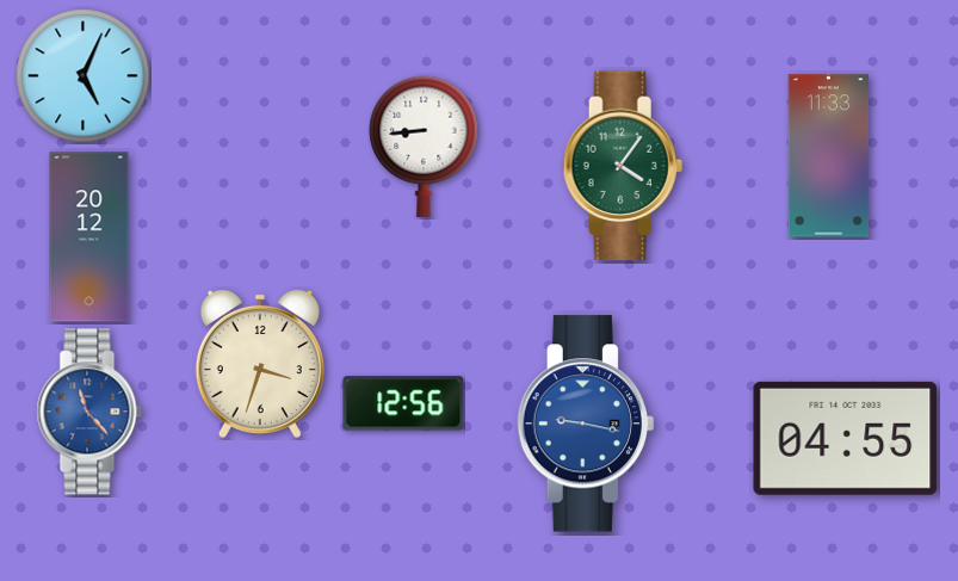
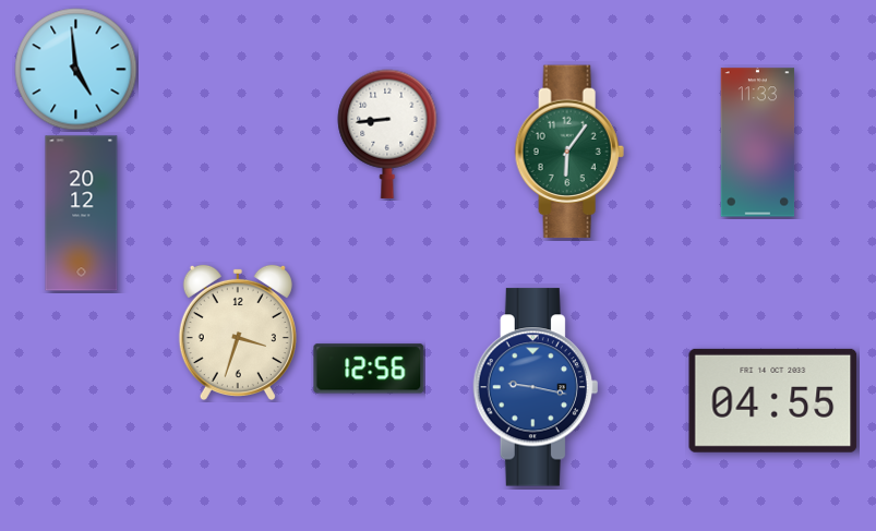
clock at (84, 76): 5:04 -> 4:59
clock at (623, 166): 4:06 -> 6:06
clock at (89, 237) position: (89, 237) -> (82, 214)
clock at (89, 412): 11:23 -> none
